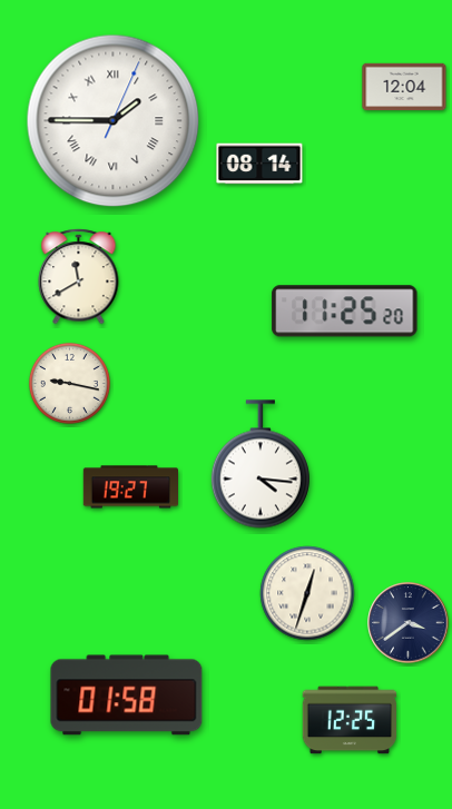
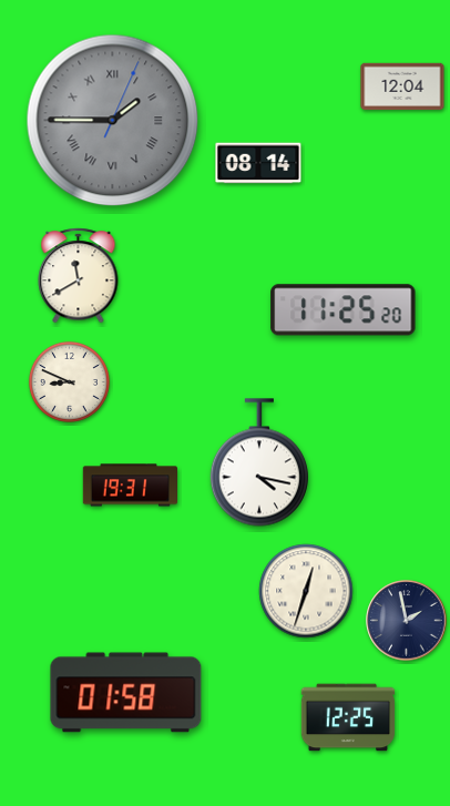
clock at (114, 121) dial: white -> grey
clock at (69, 383): 9:17 -> 8:49
clock at (261, 464): 4:16 -> 4:17
clock at (130, 487): 19:27 -> 19:31
clock at (409, 623): 3:39 -> 1:58
